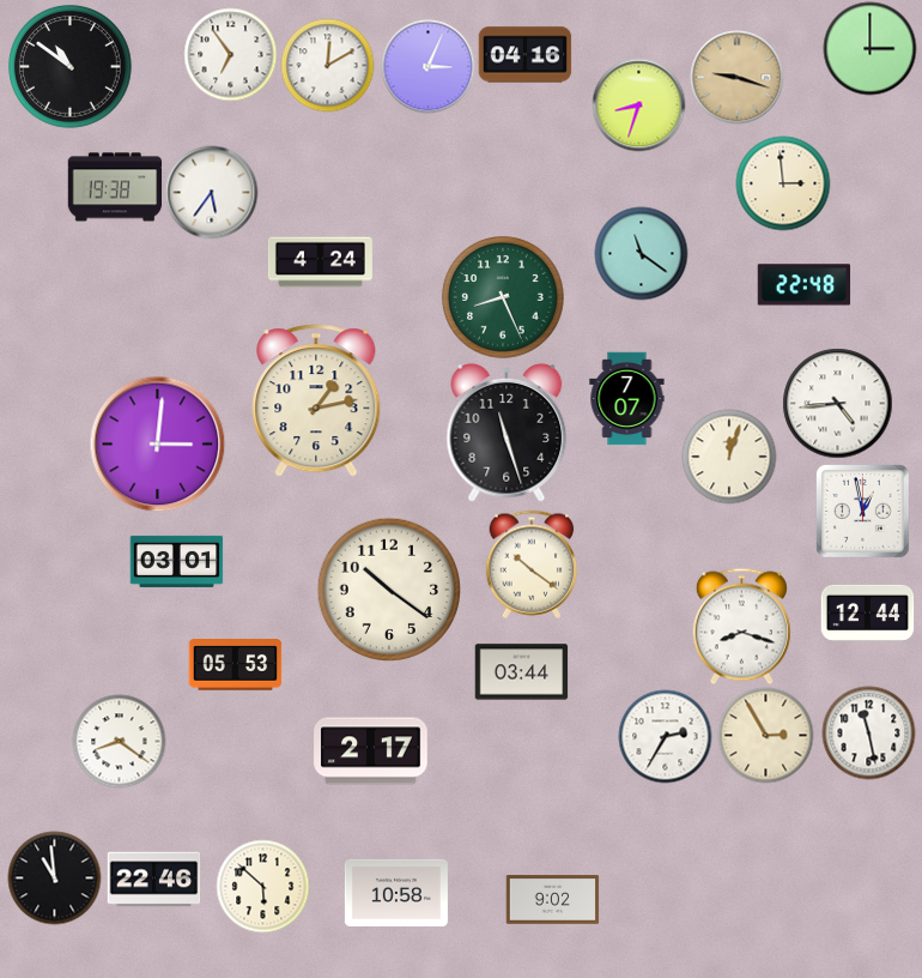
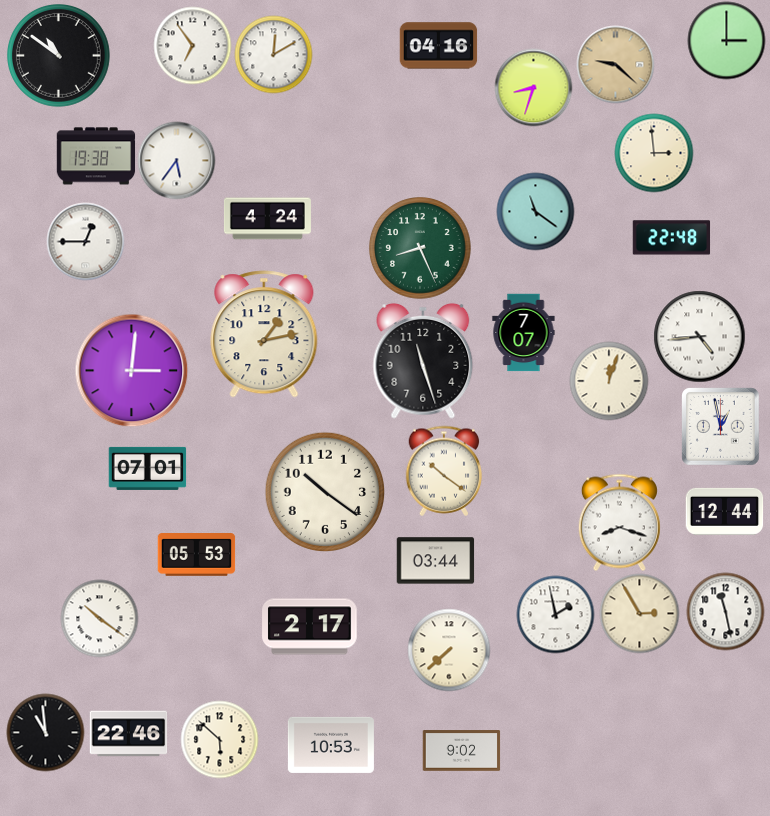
clock at (427, 66): 3:04 -> none
clock at (736, 77): 9:18 -> 9:22
clock at (85, 241): none -> 12:45
clock at (176, 561): 03:01 -> 07:01
clock at (665, 736): 2:35 -> 1:58
clock at (119, 741): 8:21 -> 10:21
clock at (449, 650): none -> 7:38
clock at (396, 893): 10:58 -> 10:53
